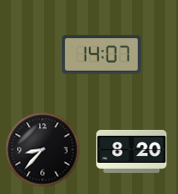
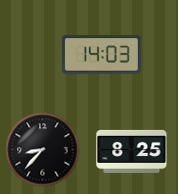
clock at (101, 55): 14:07 -> 14:03
clock at (132, 151): 8:20 -> 8:25
